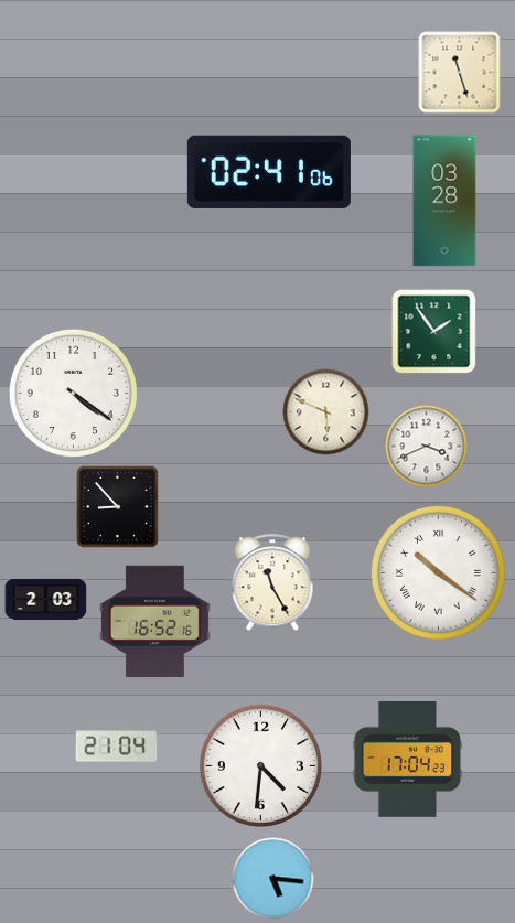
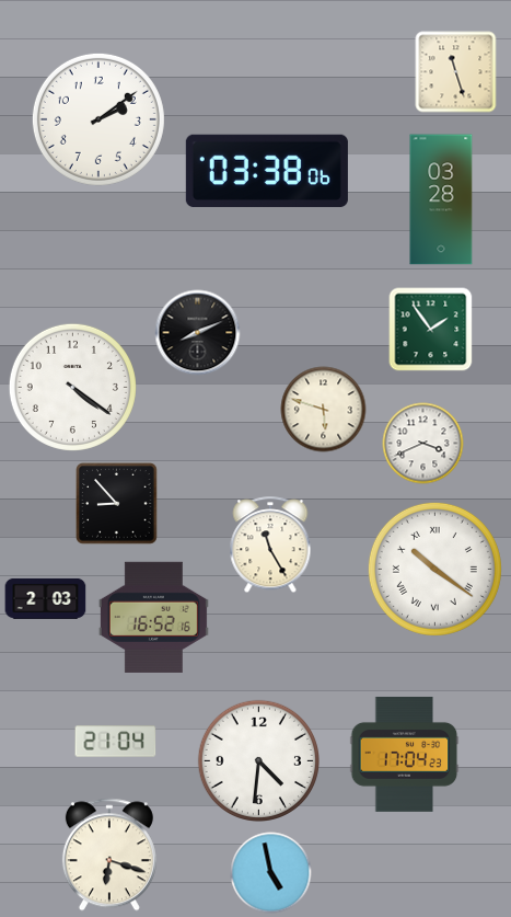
clock at (98, 119): none -> 2:09
clock at (269, 172): 02:41 -> 03:38
clock at (198, 333): none -> 8:11
clock at (73, 393) position: (73, 393) -> (72, 387)
clock at (326, 412): 5:49 -> 5:48
clock at (272, 583) position: (272, 583) -> (270, 546)
clock at (46, 599) position: (46, 599) -> (46, 598)
clock at (109, 855): none -> 6:18
clock at (273, 879): 5:16 -> 4:58
